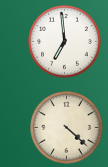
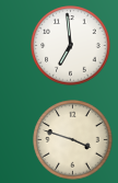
clock at (67, 128): 4:22 -> 3:48
